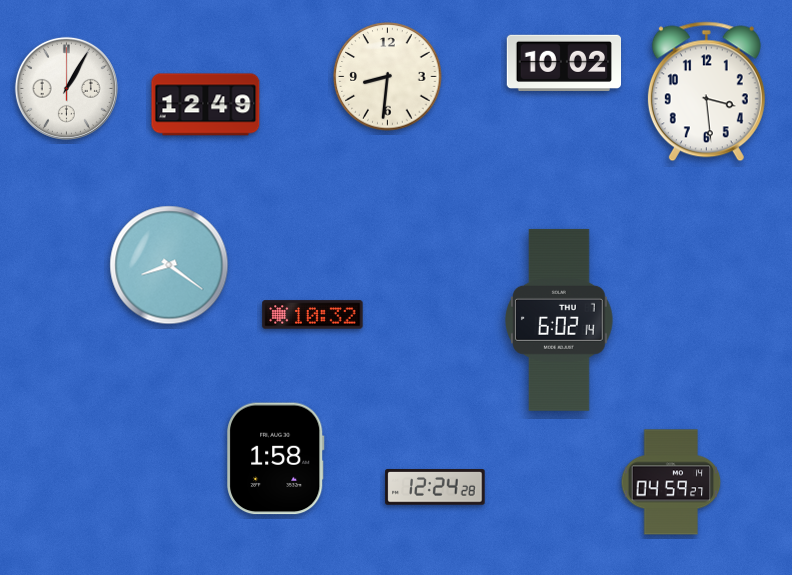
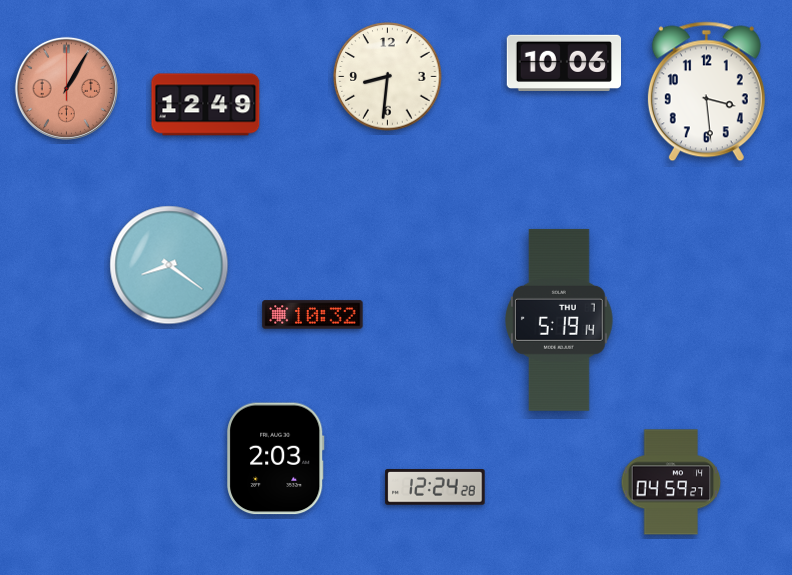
clock at (563, 62): 10:02 -> 10:06
clock at (66, 88) dial: white -> salmon
clock at (560, 320): 6:02 -> 5:19
clock at (276, 459): 1:58 -> 2:03
